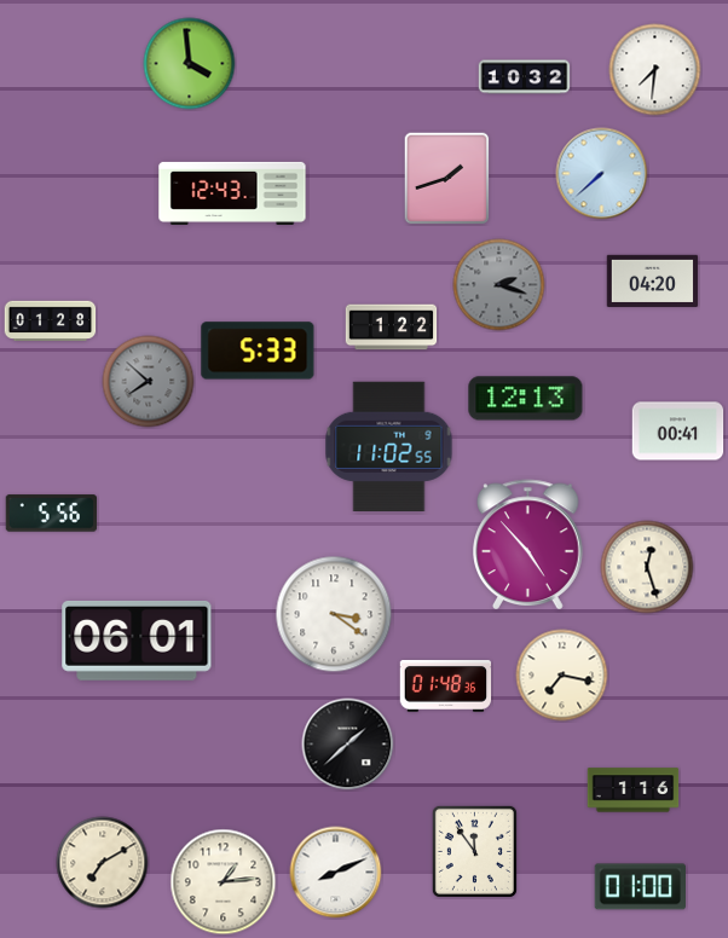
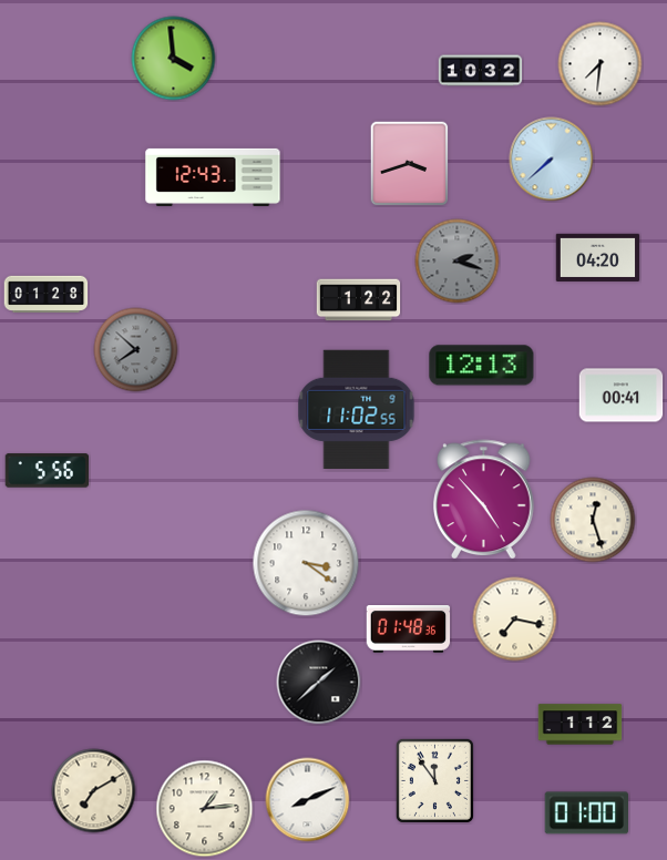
clock at (447, 179): 1:42 -> 3:42
clock at (258, 351): 5:33 -> none
clock at (137, 641): 06:01 -> none
clock at (634, 791): 1:16 -> 1:12
